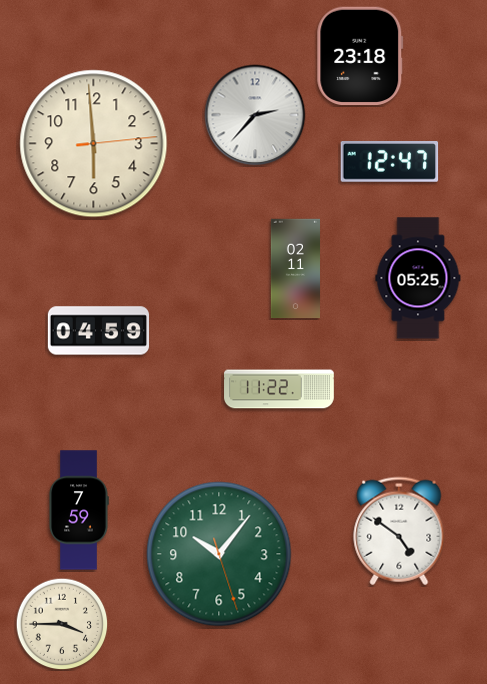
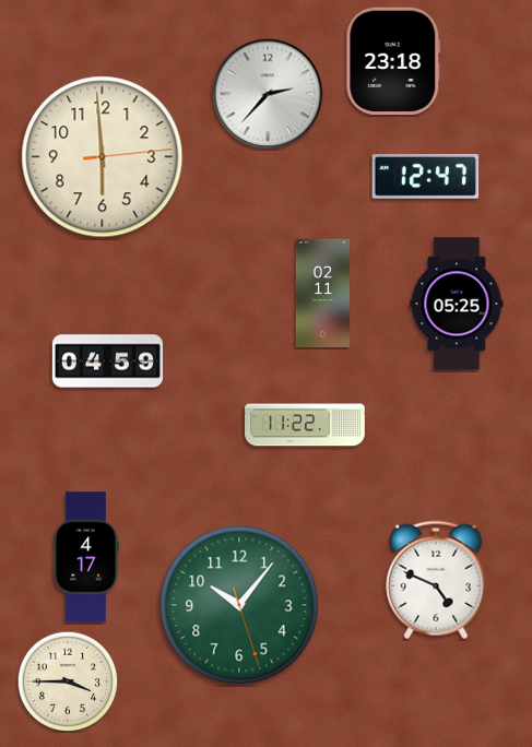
clock at (255, 115) position: (255, 115) -> (268, 94)
clock at (79, 510): 7:59 -> 4:17
clock at (399, 531): 4:51 -> 4:49
